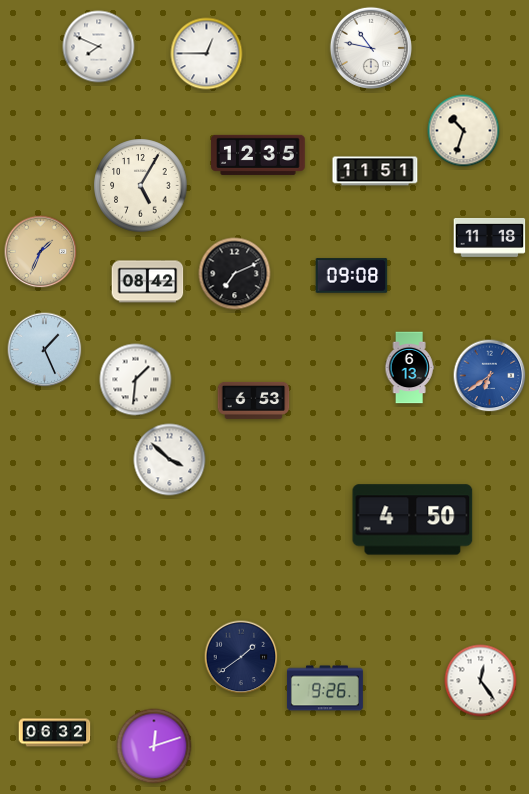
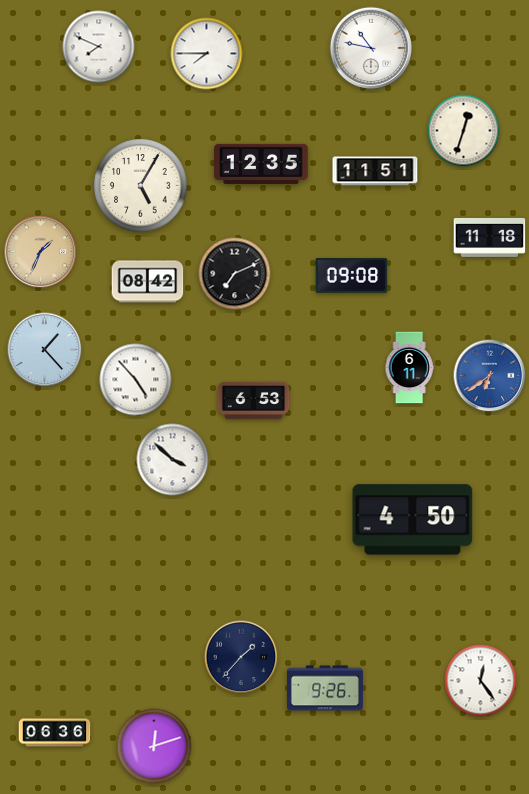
clock at (207, 54): 12:45 -> 7:45
clock at (464, 131): 10:33 -> 12:33
clock at (258, 155) position: (258, 155) -> (261, 164)
clock at (45, 350): 1:26 -> 1:23
clock at (409, 368): 6:13 -> 6:11
clock at (136, 380): 1:31 -> 4:53
clock at (170, 460) position: (170, 460) -> (173, 460)
clock at (241, 657): 1:39 -> 1:37
clock at (55, 733): 06:32 -> 06:36
